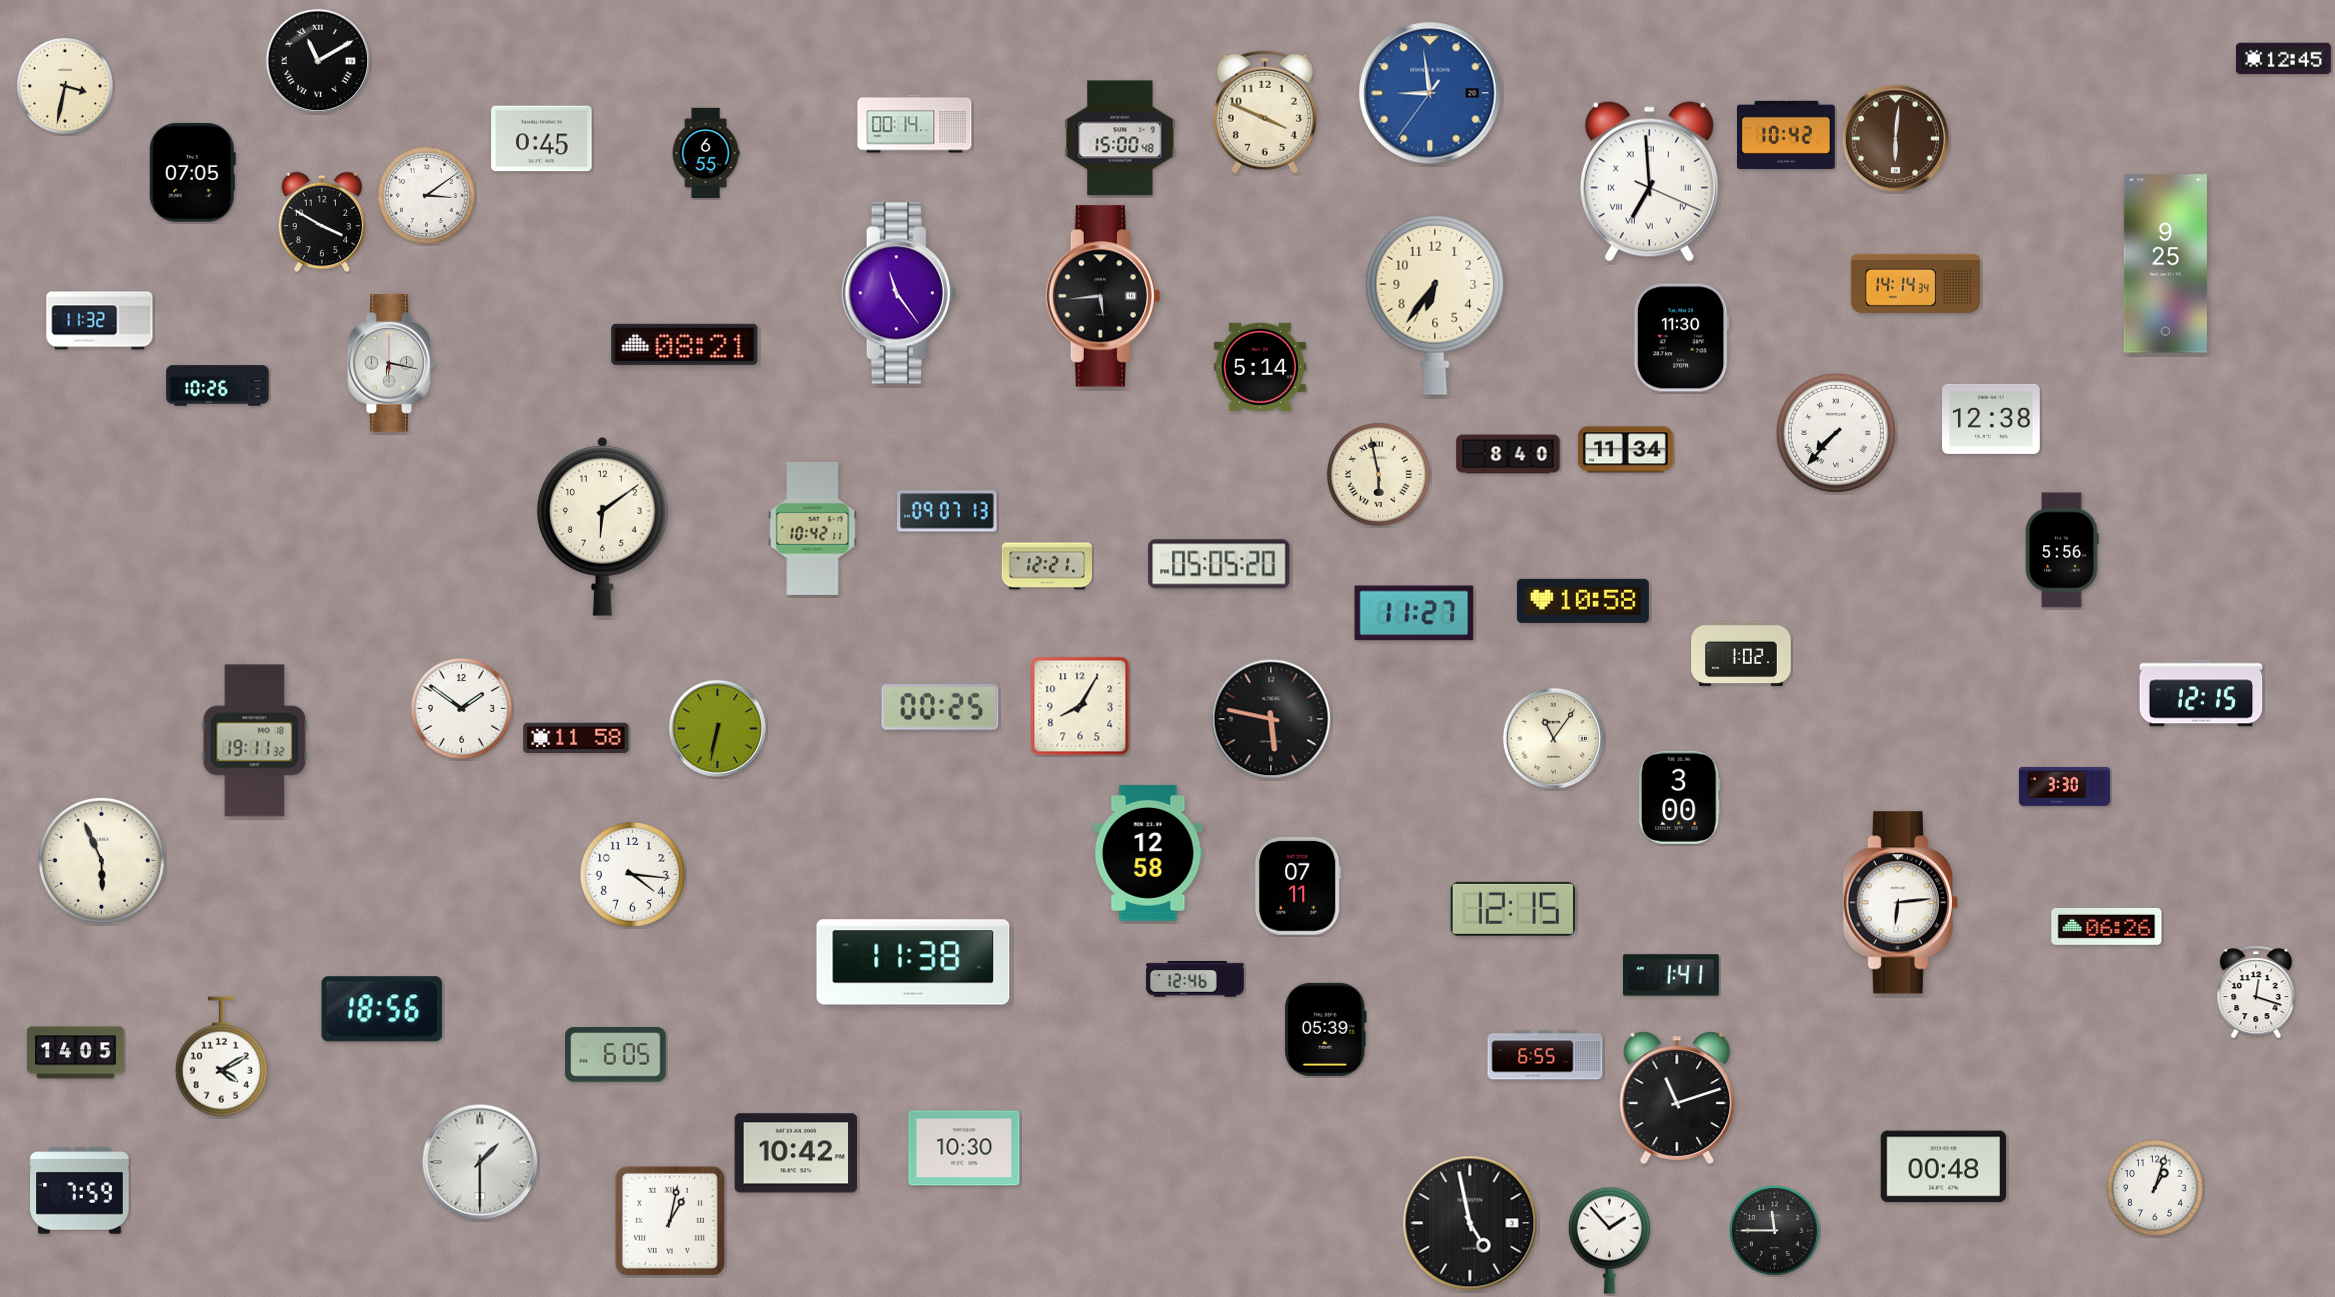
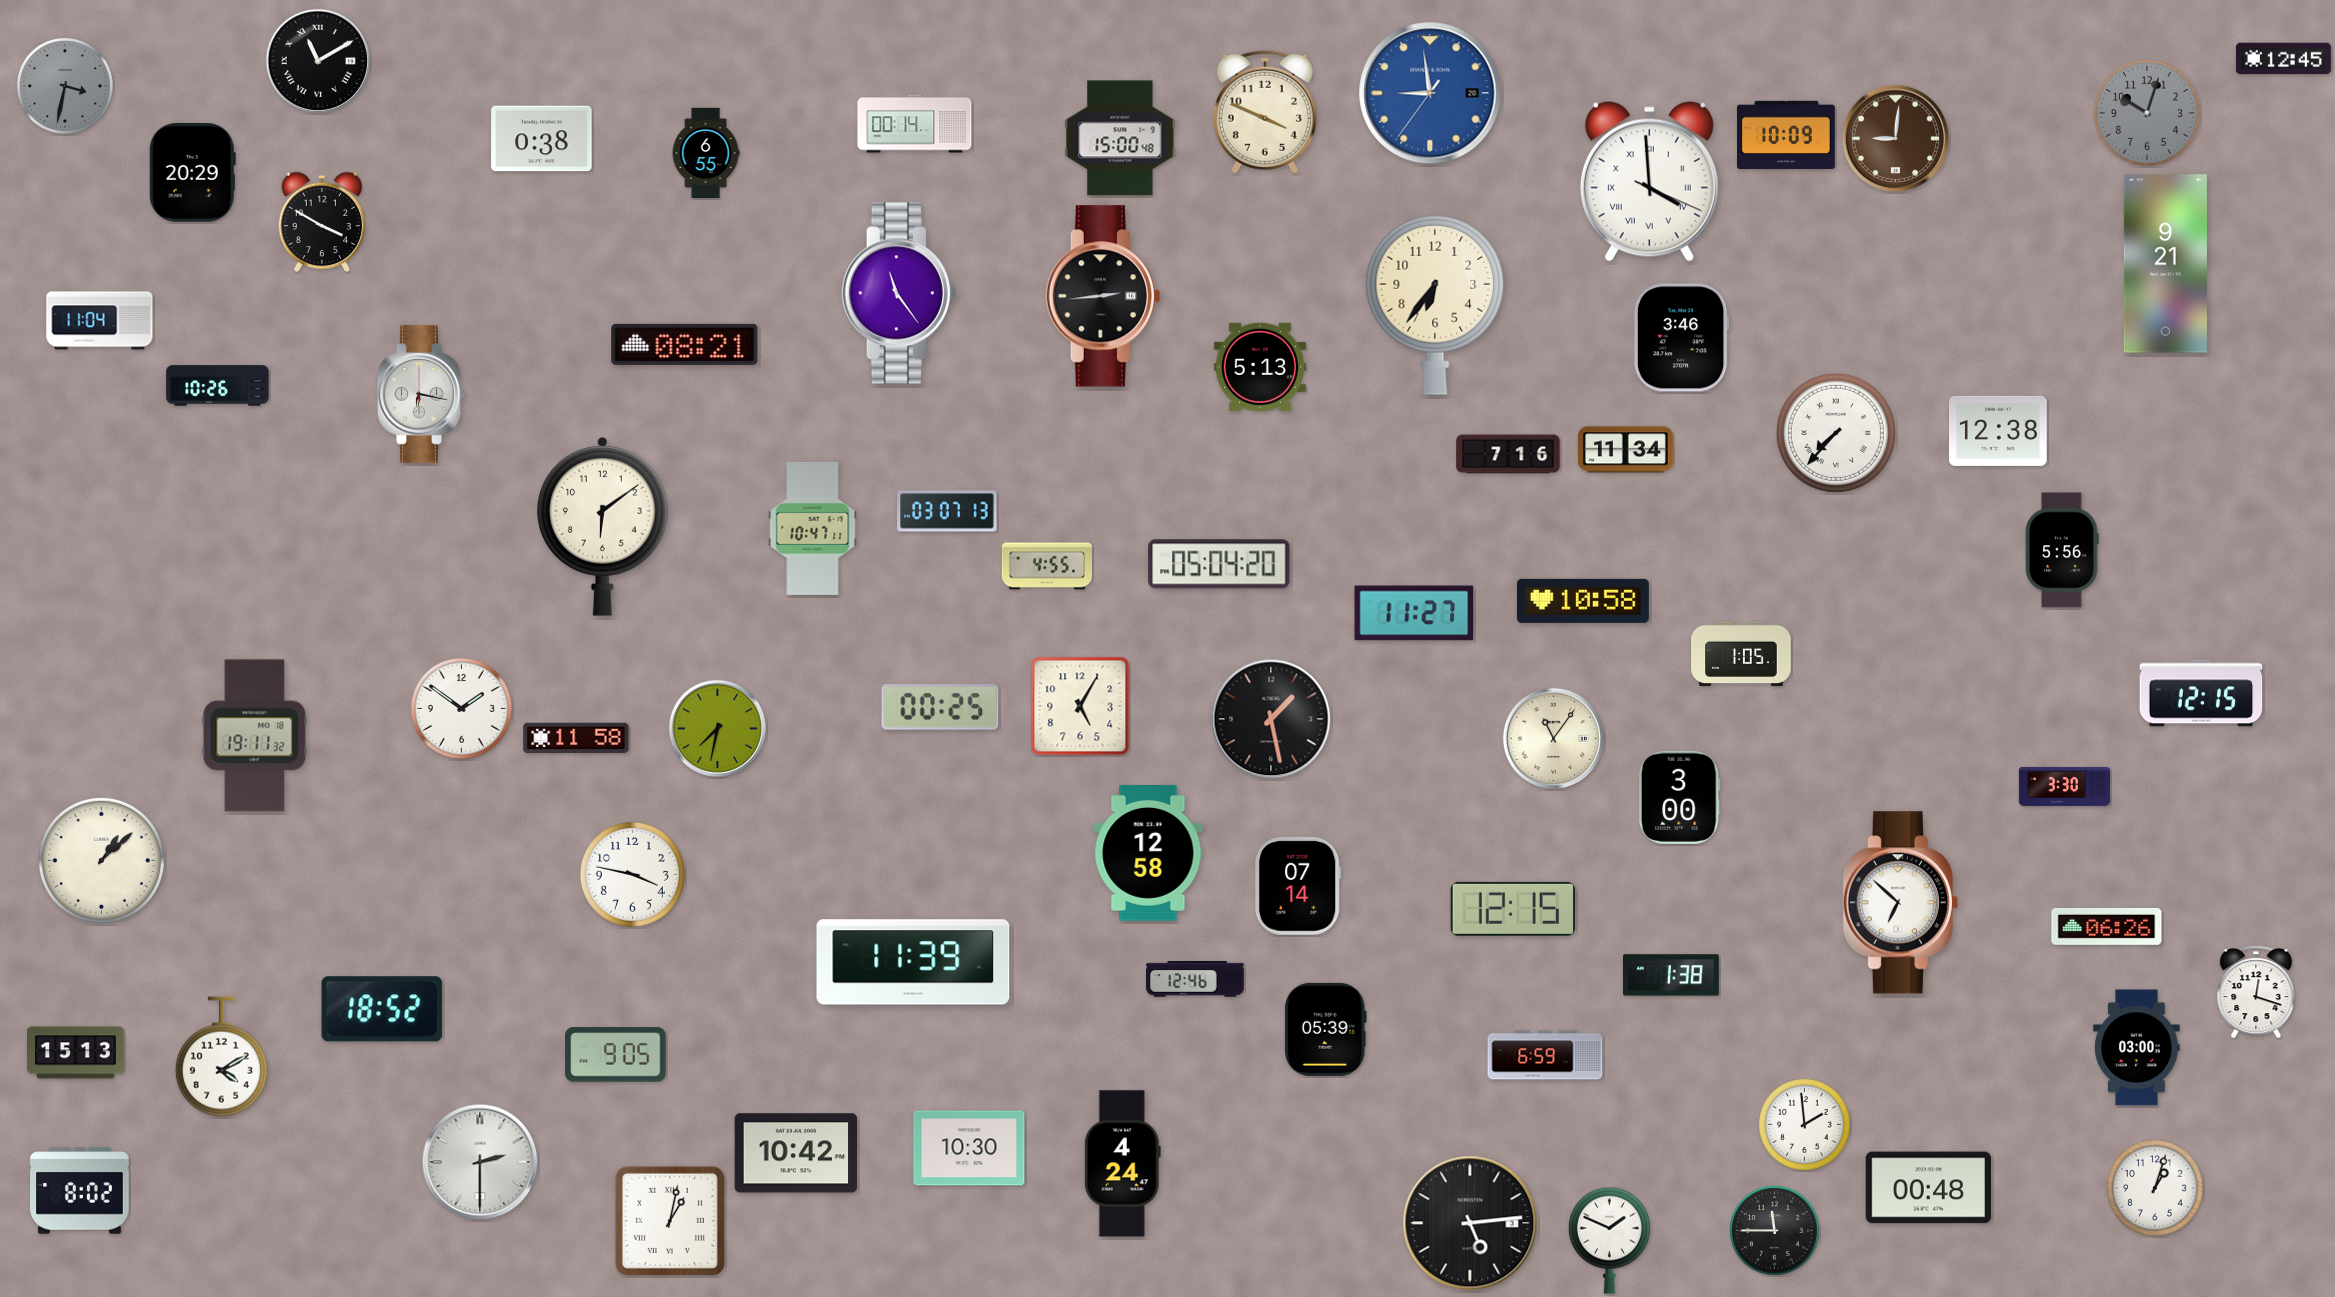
clock at (66, 87) dial: cream -> grey
clock at (2147, 113): none -> 10:03
clock at (1786, 135): 10:42 -> 10:09
clock at (542, 139): 0:45 -> 0:38
clock at (1896, 139): 6:01 -> 9:01
clock at (192, 173): 07:05 -> 20:29
clock at (1649, 182): 6:59 -> 3:59
clock at (426, 195): 3:09 -> none
clock at (2165, 264): 9:25 -> 9:21
clock at (1915, 283): 14:14 -> none
clock at (1103, 296): 5:44 -> 2:44
clock at (100, 321): 11:32 -> 11:04
clock at (1681, 338): 11:30 -> 3:46
clock at (391, 363) position: (391, 363) -> (421, 394)
clock at (1260, 367): 5:14 -> 5:13
clock at (1992, 419) position: (1992, 419) -> (1999, 431)
clock at (1508, 454): 8:40 -> 7:16
clock at (1378, 474): 5:58 -> none
clock at (947, 511): 09:07 -> 03:07
clock at (813, 528): 10:42 -> 10:47
clock at (1219, 564): 05:05 -> 05:04
clock at (1046, 566): 12:21 -> 4:55
clock at (1741, 654): 1:02 -> 1:05
clock at (1080, 706): 8:05 -> 5:05
clock at (1271, 719): 5:47 -> 1:28
clock at (717, 728): 6:32 -> 7:32
clock at (255, 741) position: (255, 741) -> (255, 736)
clock at (101, 860): 5:56 -> 1:08
clock at (632, 874): 4:16 -> 3:47
clock at (1298, 886): 07:11 -> 07:14
clock at (1900, 903): 6:14 -> 6:52
clock at (913, 962): 11:38 -> 11:39
clock at (1671, 975): 1:41 -> 1:38
clock at (382, 1009): 18:56 -> 18:52
clock at (2137, 1048): none -> 03:00
clock at (76, 1053): 14:05 -> 15:13
clock at (616, 1055): 6:05 -> 9:05
clock at (1545, 1055): 6:55 -> 6:59
clock at (1677, 1097): 11:12 -> none
clock at (1805, 1125): none -> 1:59
clock at (964, 1148) position: (964, 1148) -> (969, 1148)
clock at (480, 1162): 1:30 -> 2:30
clock at (1122, 1164): none -> 4:24
clock at (1943, 1167) position: (1943, 1167) -> (1928, 1188)
clock at (80, 1191): 7:59 -> 8:02
clock at (1470, 1223): 4:58 -> 5:14
clock at (1609, 1240): 1:53 -> 1:49
